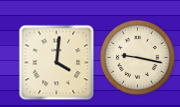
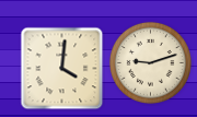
clock at (137, 57): 9:17 -> 9:12
